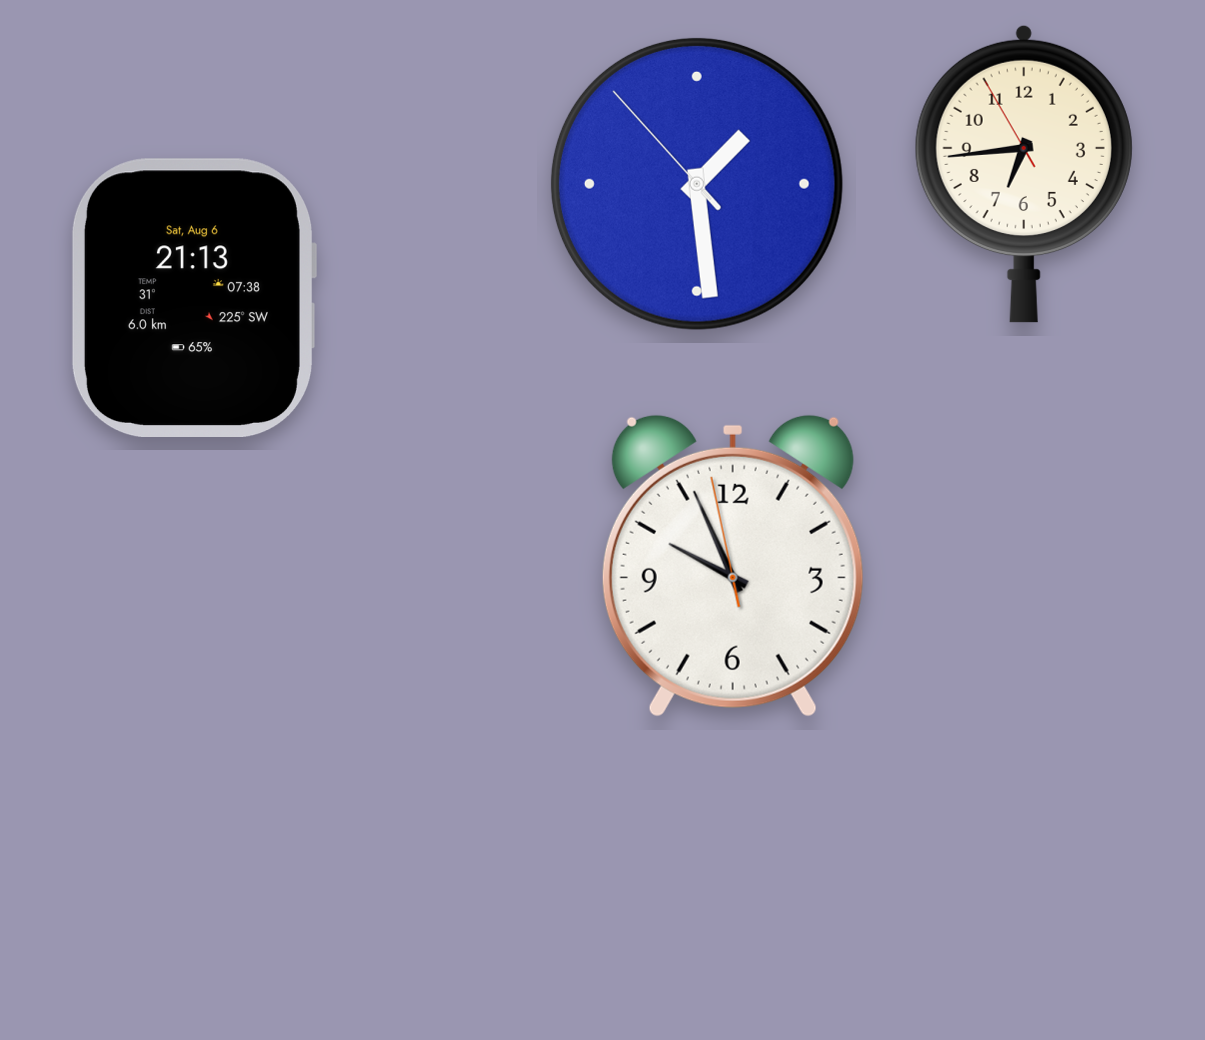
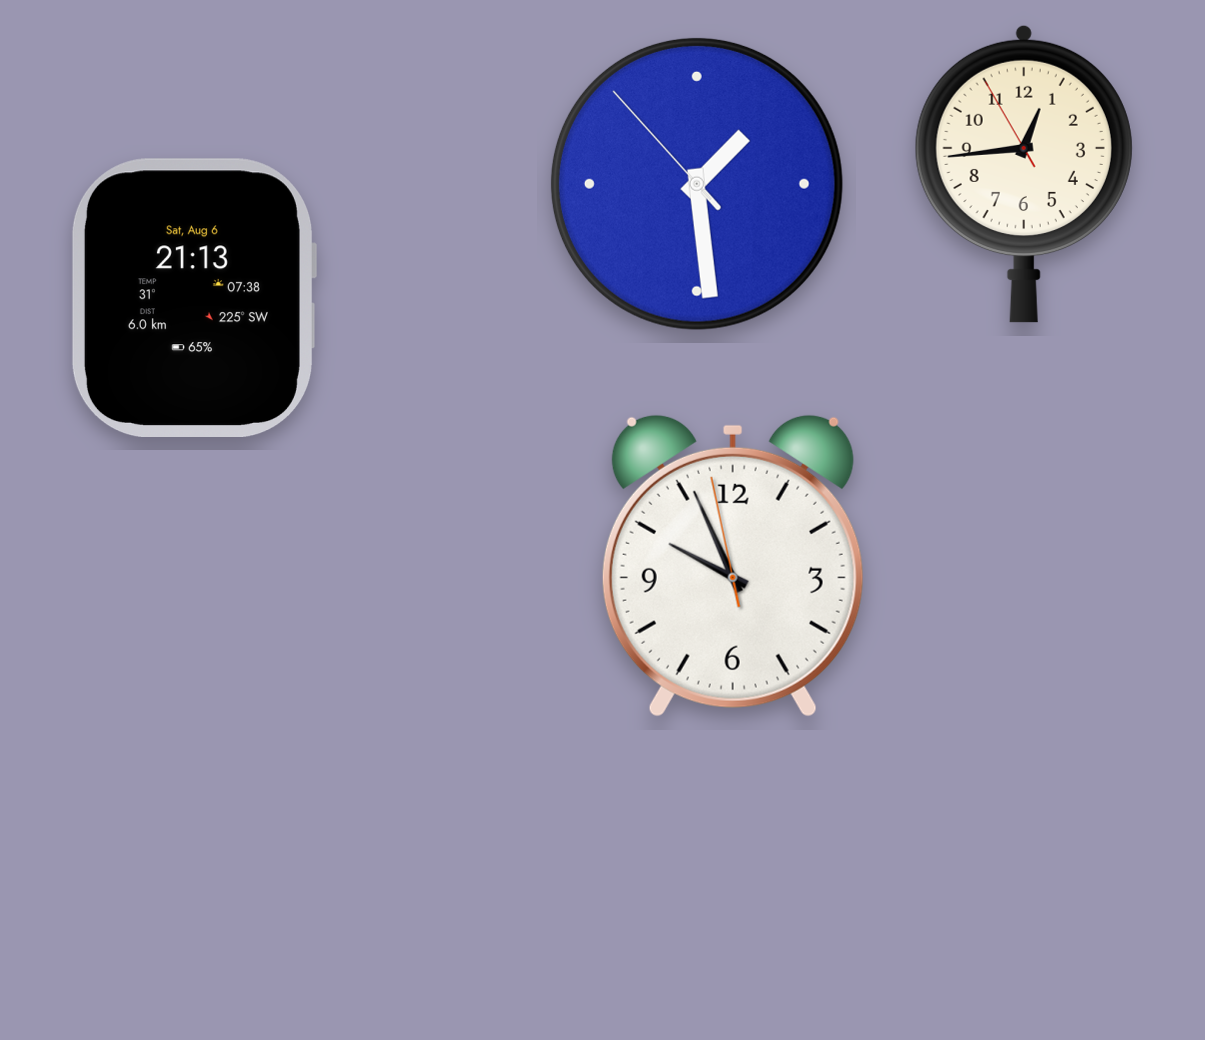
clock at (1024, 174): 6:43 -> 12:43
